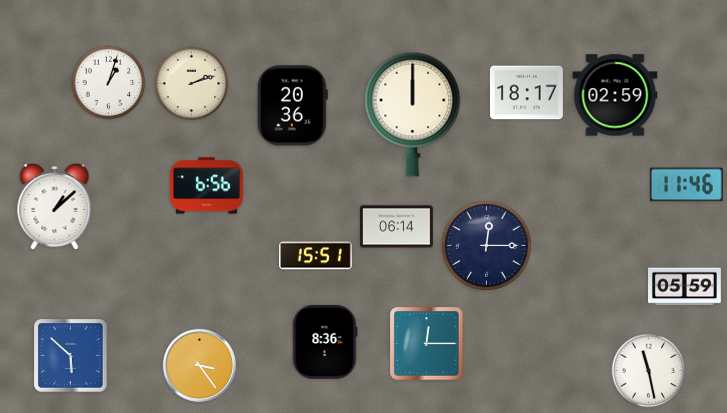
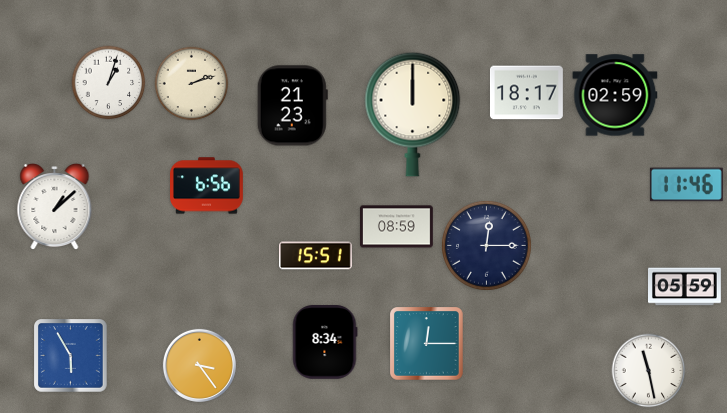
clock at (292, 106): 20:36 -> 21:23
clock at (396, 227): 06:14 -> 08:59
clock at (325, 343): 8:36 -> 8:34
clock at (71, 356): 5:52 -> 5:55
